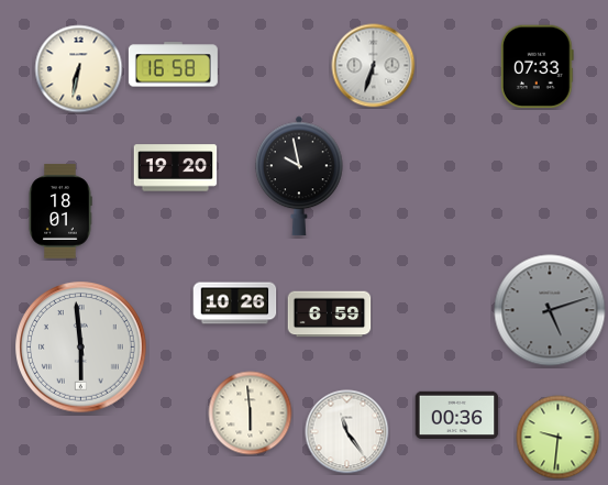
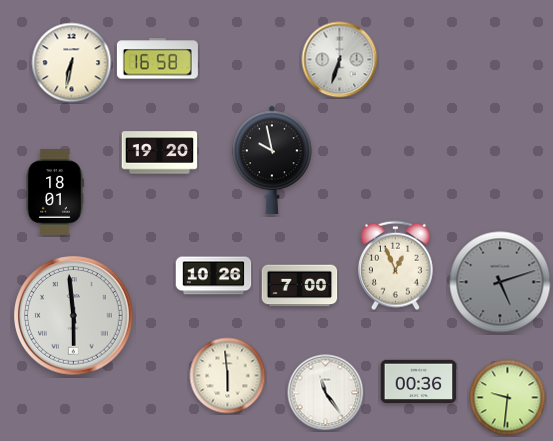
clock at (538, 67): 07:33 -> none
clock at (395, 266): none -> 12:56
clock at (330, 315): 6:59 -> 7:00
clock at (457, 415) position: (457, 415) -> (419, 381)
clock at (347, 432) position: (347, 432) -> (326, 393)
